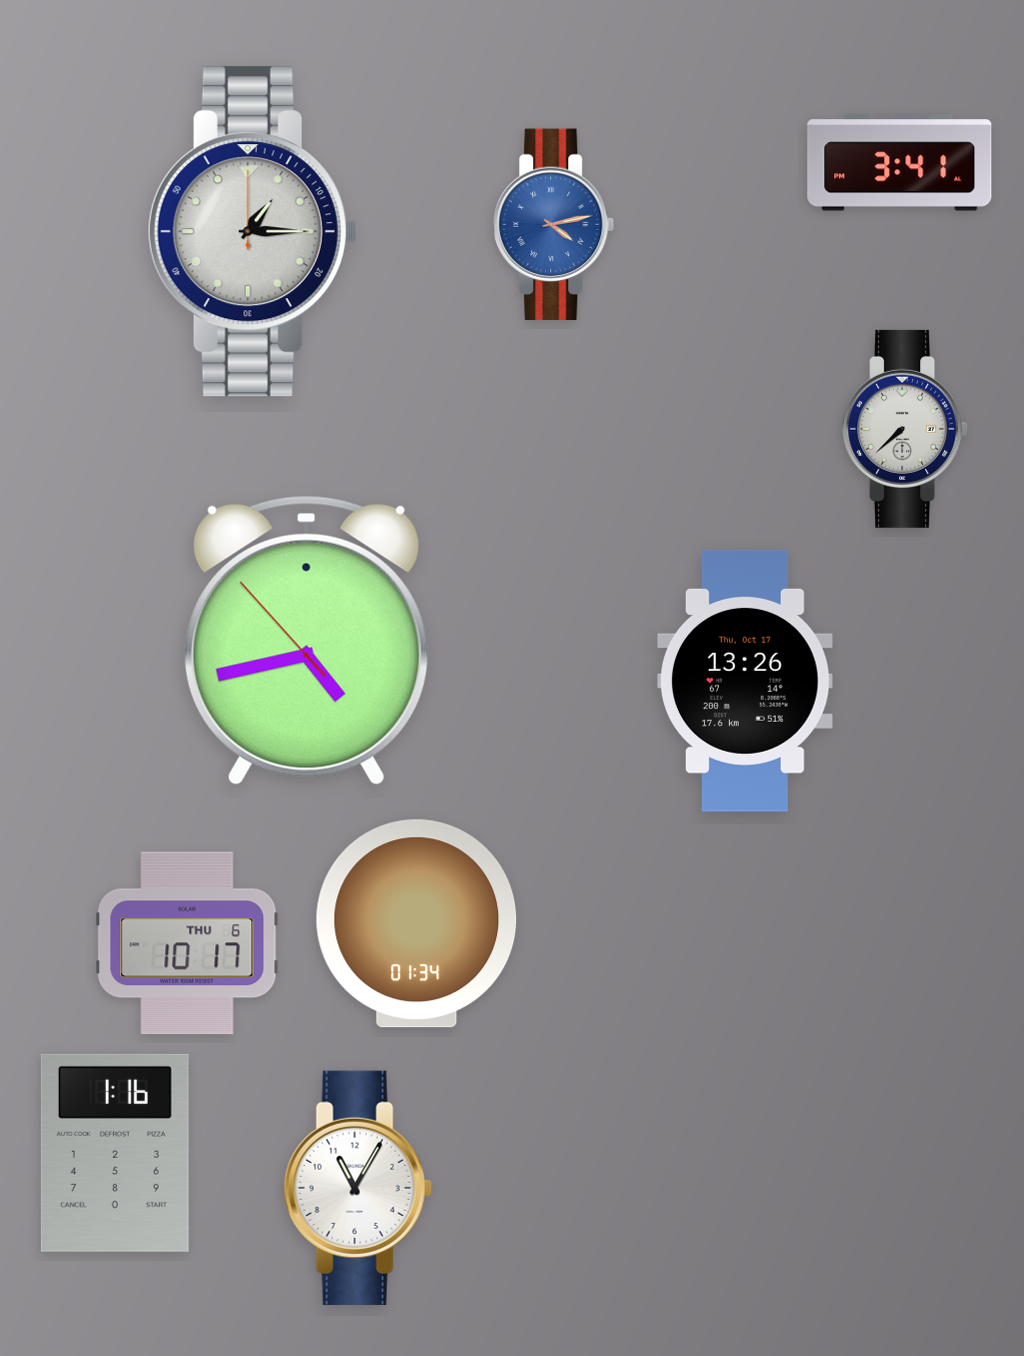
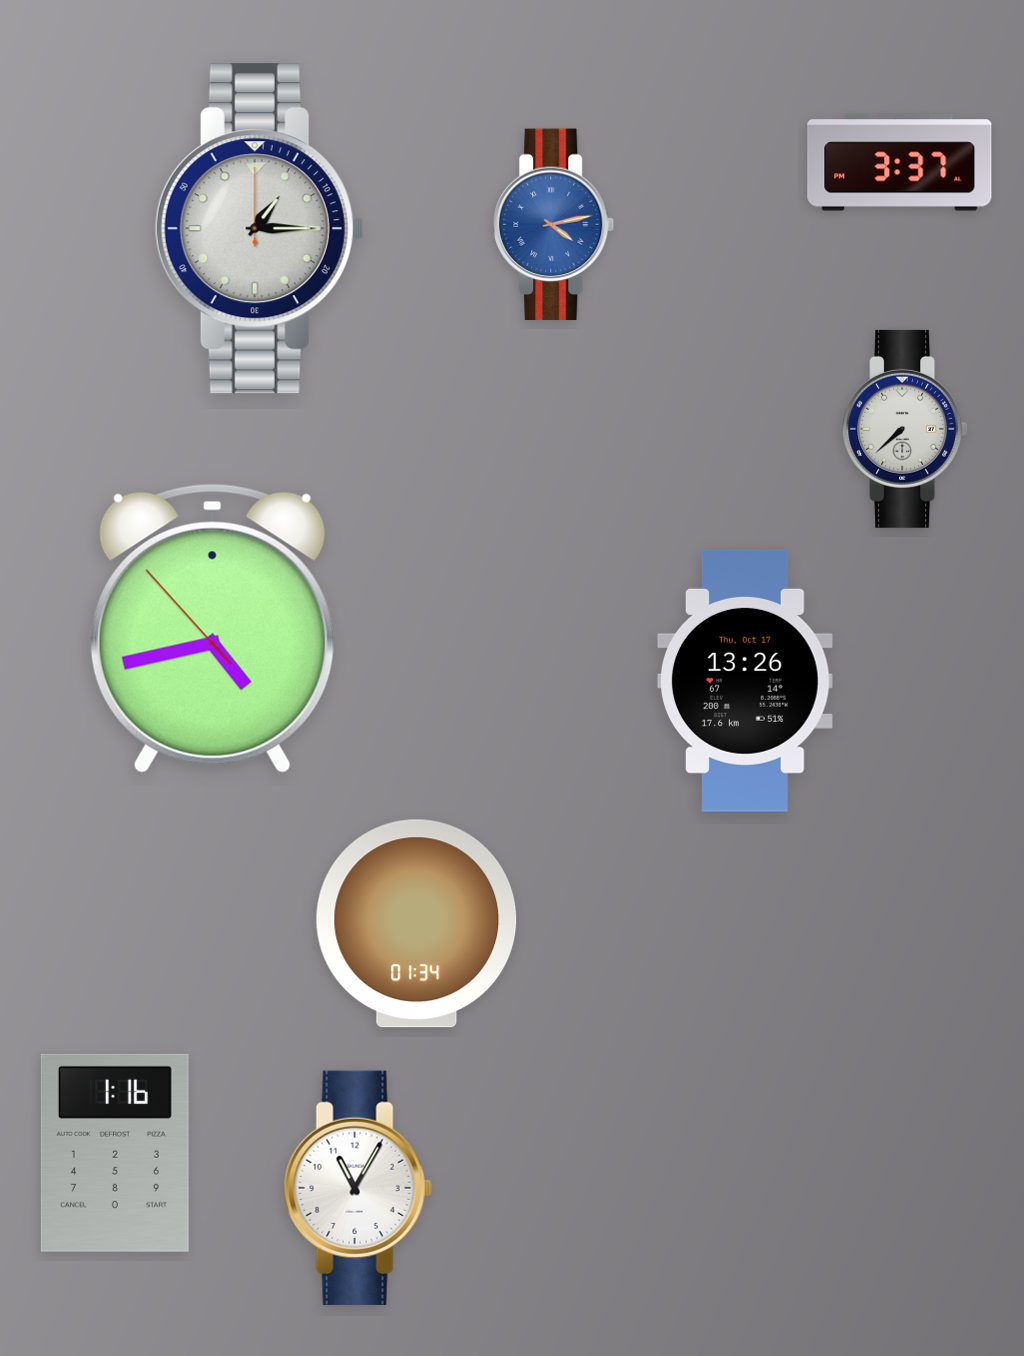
clock at (900, 163): 3:41 -> 3:37
clock at (252, 232) position: (252, 232) -> (259, 229)
clock at (306, 640) position: (306, 640) -> (212, 628)
clock at (187, 943): 10:17 -> none
